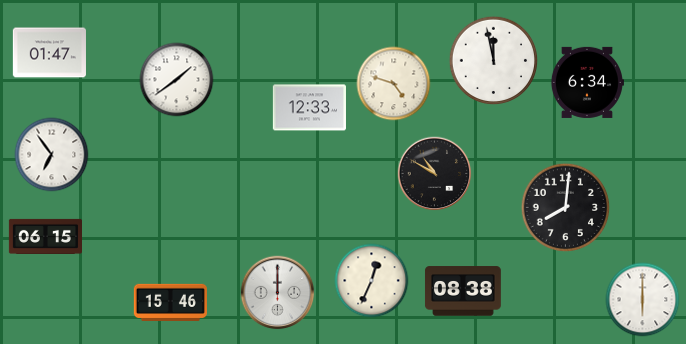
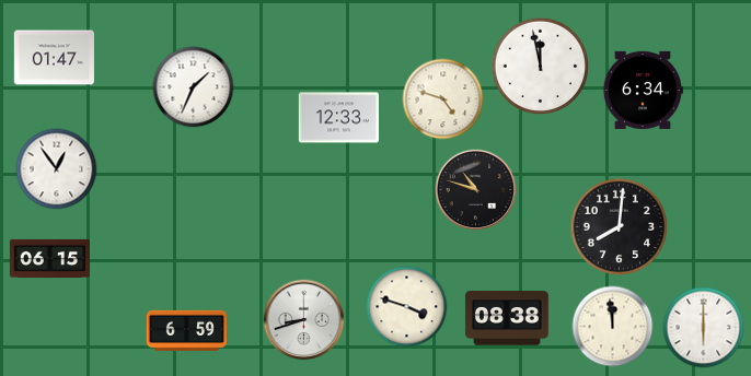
clock at (177, 80): 1:39 -> 1:34
clock at (394, 84) position: (394, 84) -> (443, 99)
clock at (52, 155): 6:54 -> 12:54
clock at (435, 174): 10:50 -> 10:48
clock at (372, 281): 12:34 -> 3:48
clock at (278, 293): 12:00 -> 8:42
clock at (613, 327): none -> 11:59
clock at (170, 302): 15:46 -> 6:59
